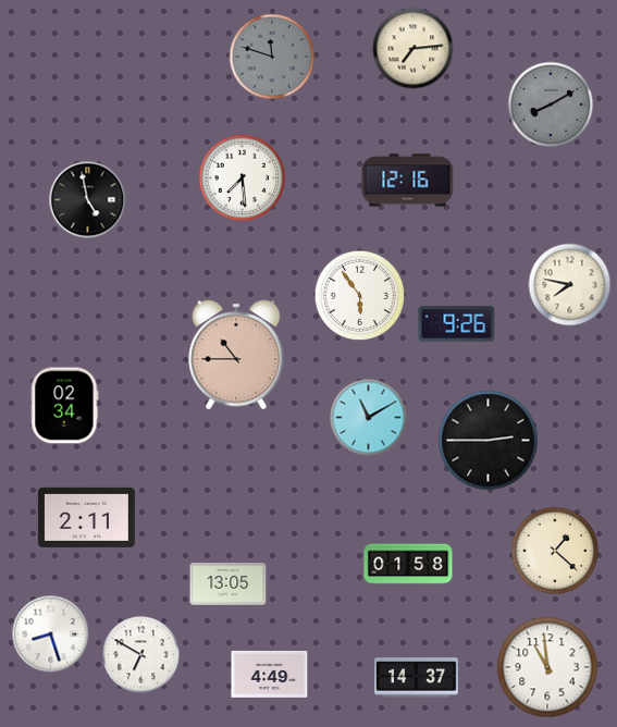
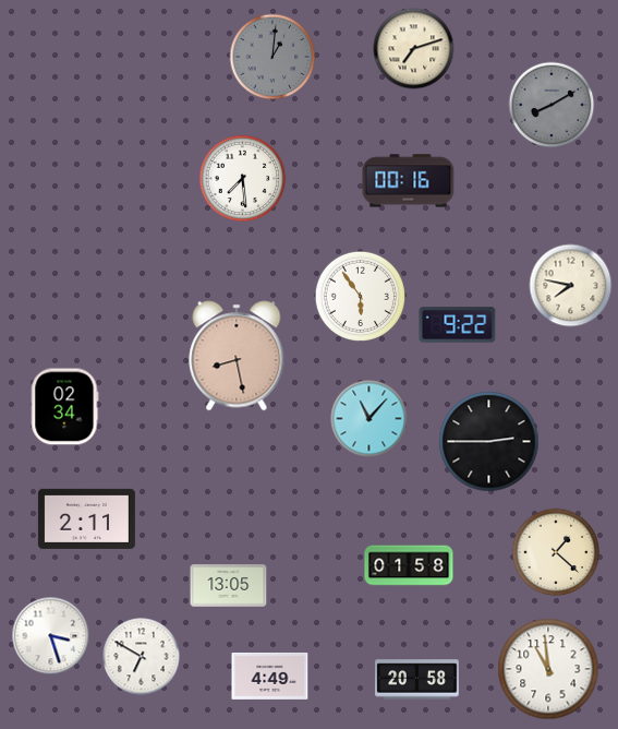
clock at (414, 49): 7:14 -> 7:12
clock at (272, 57): 11:48 -> 1:01
clock at (408, 181): 12:16 -> 00:16
clock at (88, 200): 4:58 -> none
clock at (457, 324): 9:26 -> 9:22
clock at (236, 355): 10:45 -> 8:28
clock at (369, 418): 11:10 -> 11:07
clock at (51, 634): 8:27 -> 3:27
clock at (417, 678): 14:37 -> 20:58
